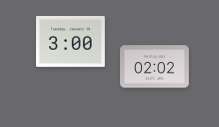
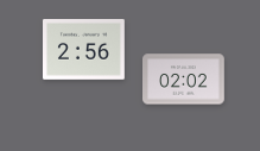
clock at (71, 41): 3:00 -> 2:56
